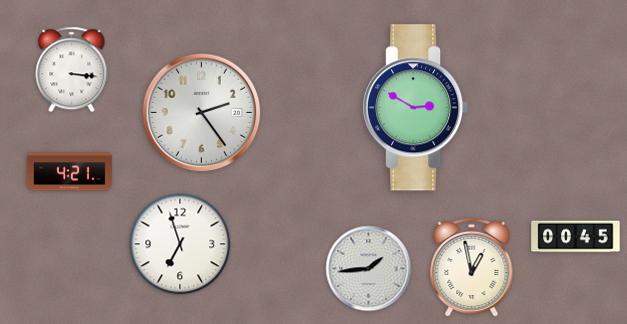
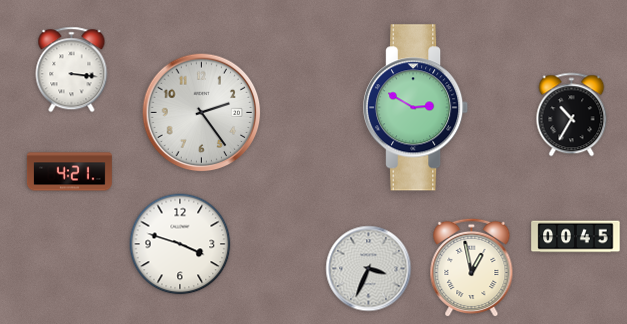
clock at (572, 115): none -> 10:35
clock at (180, 244): 6:57 -> 3:48
clock at (369, 269): 1:44 -> 3:34
